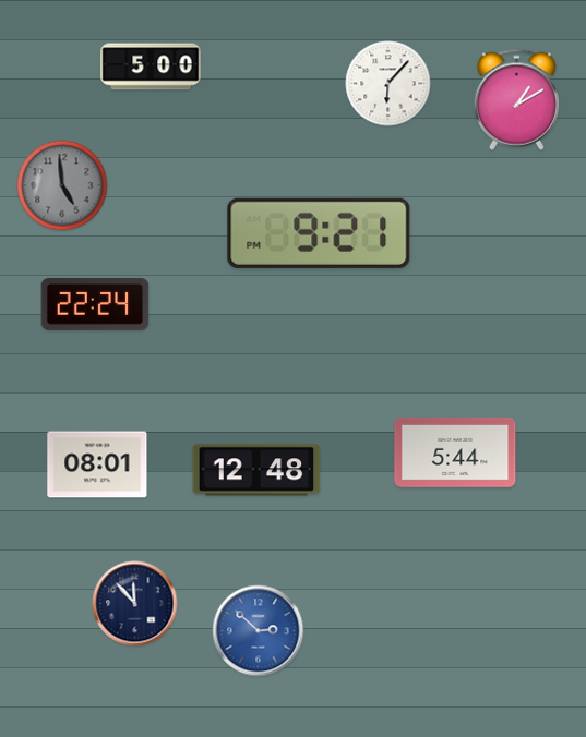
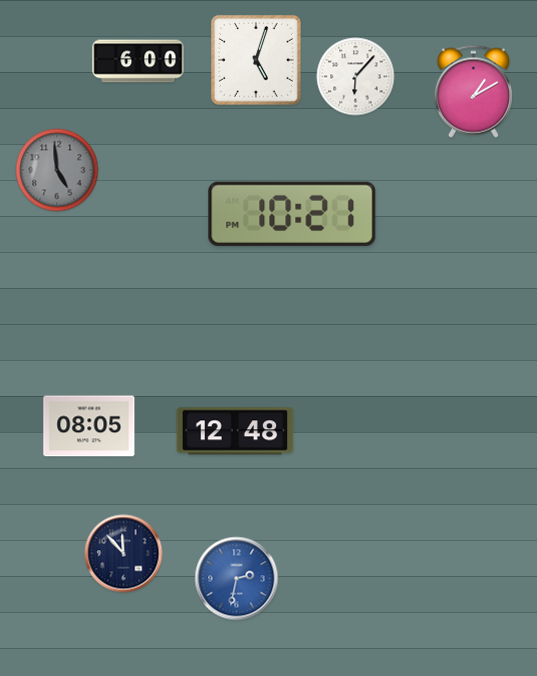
clock at (256, 60): none -> 5:03
clock at (151, 67): 5:00 -> 6:00
clock at (319, 233): 9:21 -> 10:21
clock at (95, 305): 22:24 -> none
clock at (455, 452): 5:44 -> none
clock at (97, 464): 08:01 -> 08:05
clock at (259, 631): 2:52 -> 2:32
